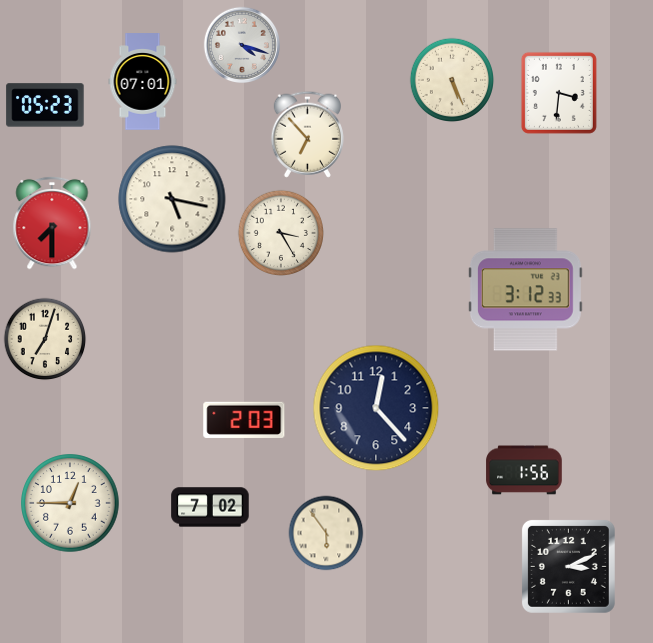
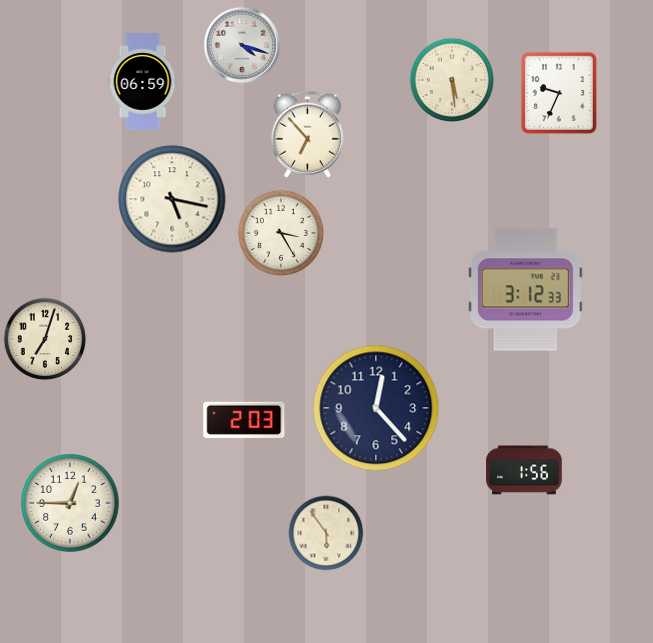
clock at (452, 80): 5:26 -> 5:29
clock at (143, 82): 07:01 -> 06:59
clock at (559, 93): 3:31 -> 9:34
clock at (45, 105): 05:23 -> none
clock at (52, 223): 7:30 -> none
clock at (210, 507): 7:02 -> none
clock at (568, 566): 3:11 -> none
